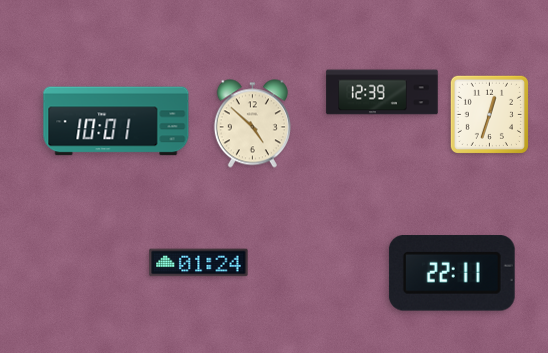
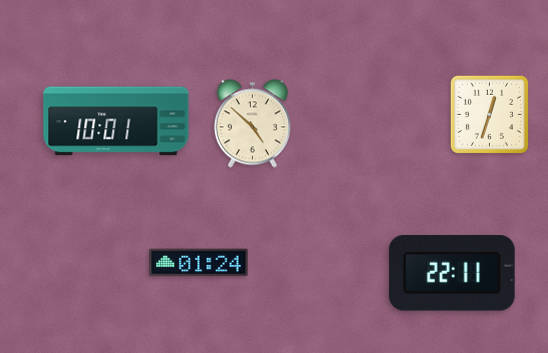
clock at (382, 92): 12:39 -> none
